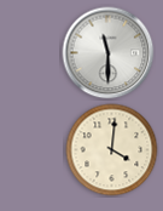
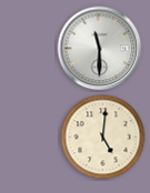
clock at (112, 150): 4:01 -> 5:01
